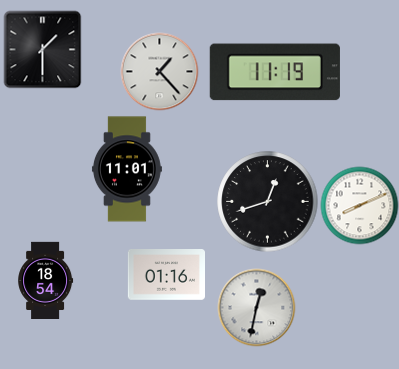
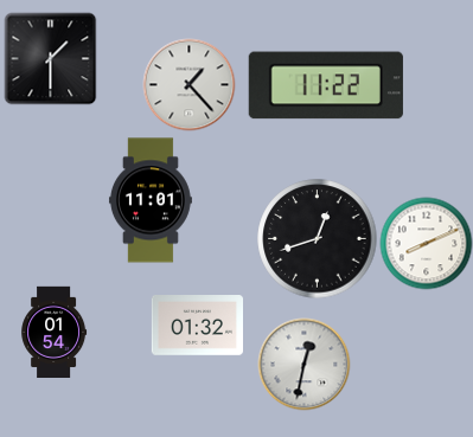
clock at (275, 72): 11:19 -> 11:22
clock at (166, 275): 01:16 -> 01:32
clock at (46, 280): 18:54 -> 01:54
